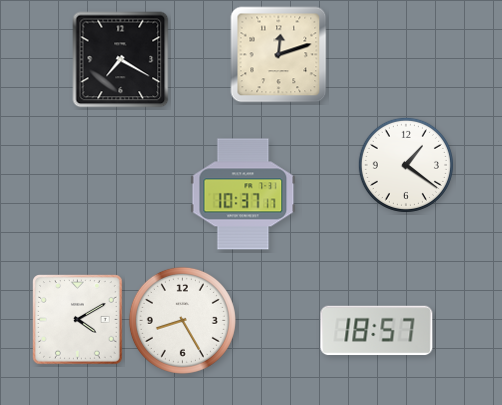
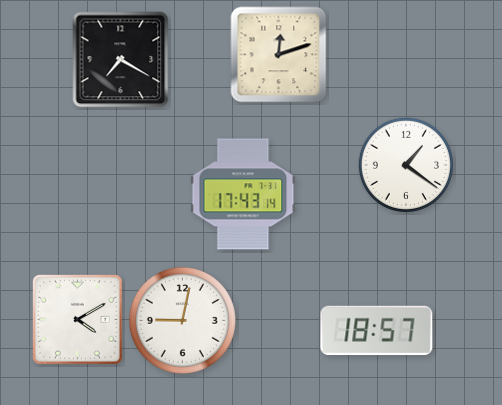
clock at (243, 194): 10:37 -> 17:43
clock at (182, 320): 8:25 -> 9:02
